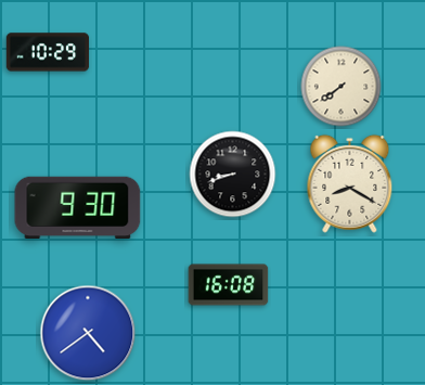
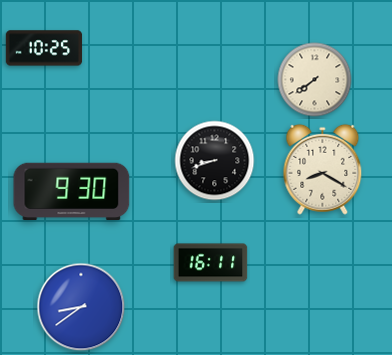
clock at (48, 52): 10:29 -> 10:25
clock at (229, 285): 16:08 -> 16:11
clock at (88, 333): 4:39 -> 8:39
